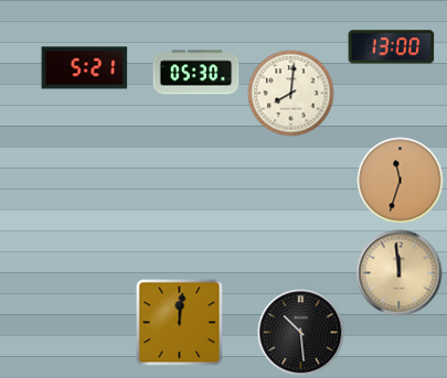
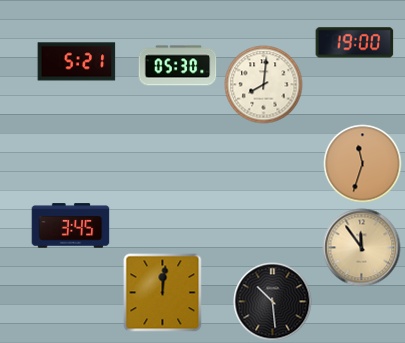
clock at (391, 47): 13:00 -> 19:00
clock at (70, 226): none -> 3:45
clock at (398, 272): 11:59 -> 11:54
